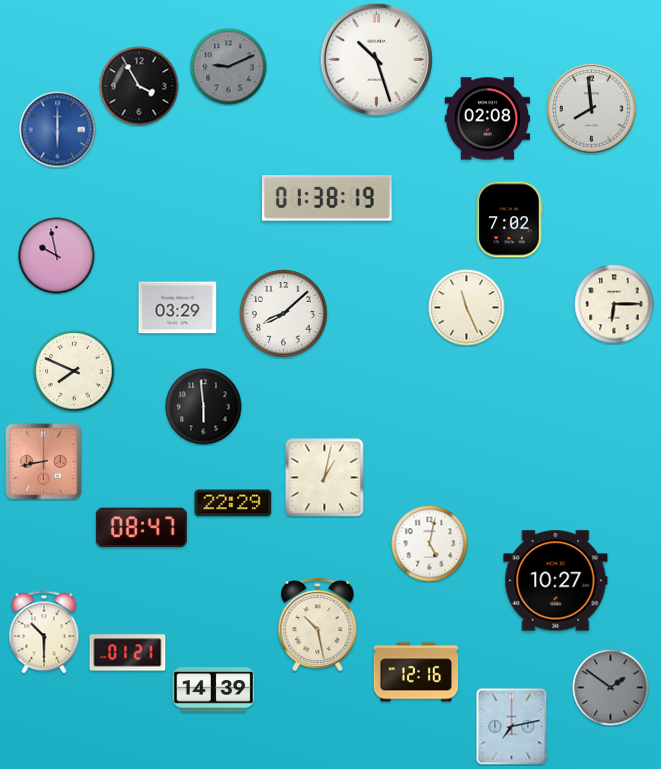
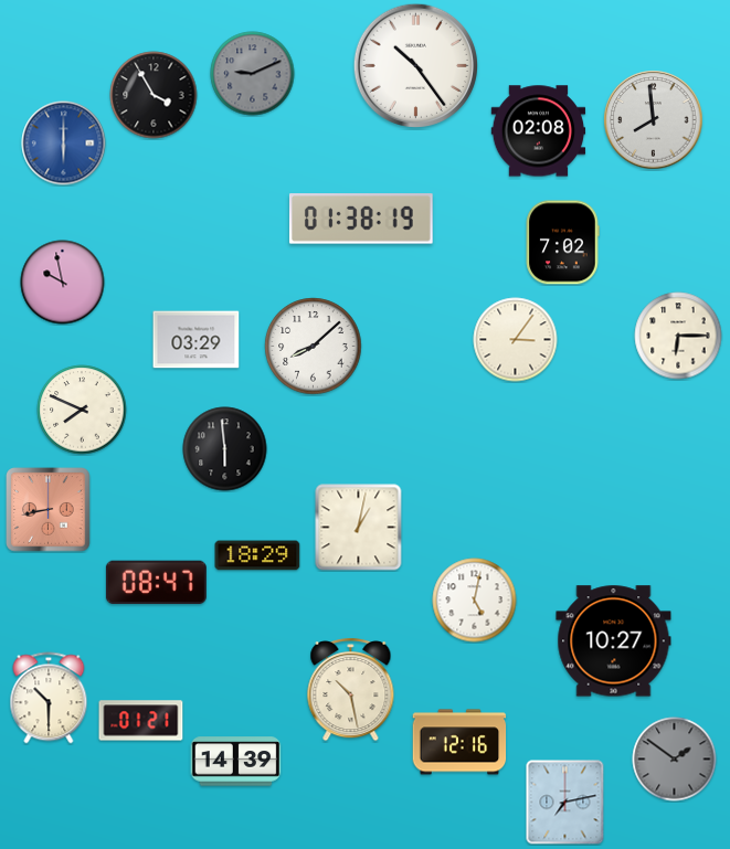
clock at (376, 59): 10:27 -> 10:24
clock at (467, 308): 11:26 -> 3:06
clock at (233, 503): 22:29 -> 18:29
